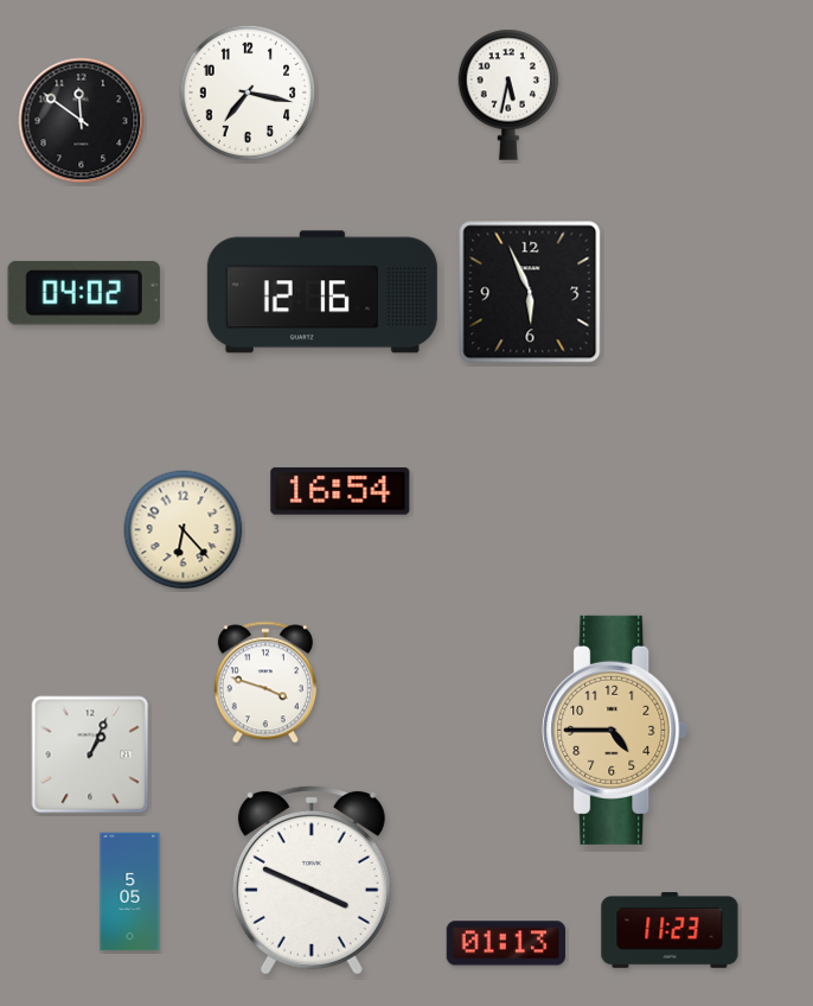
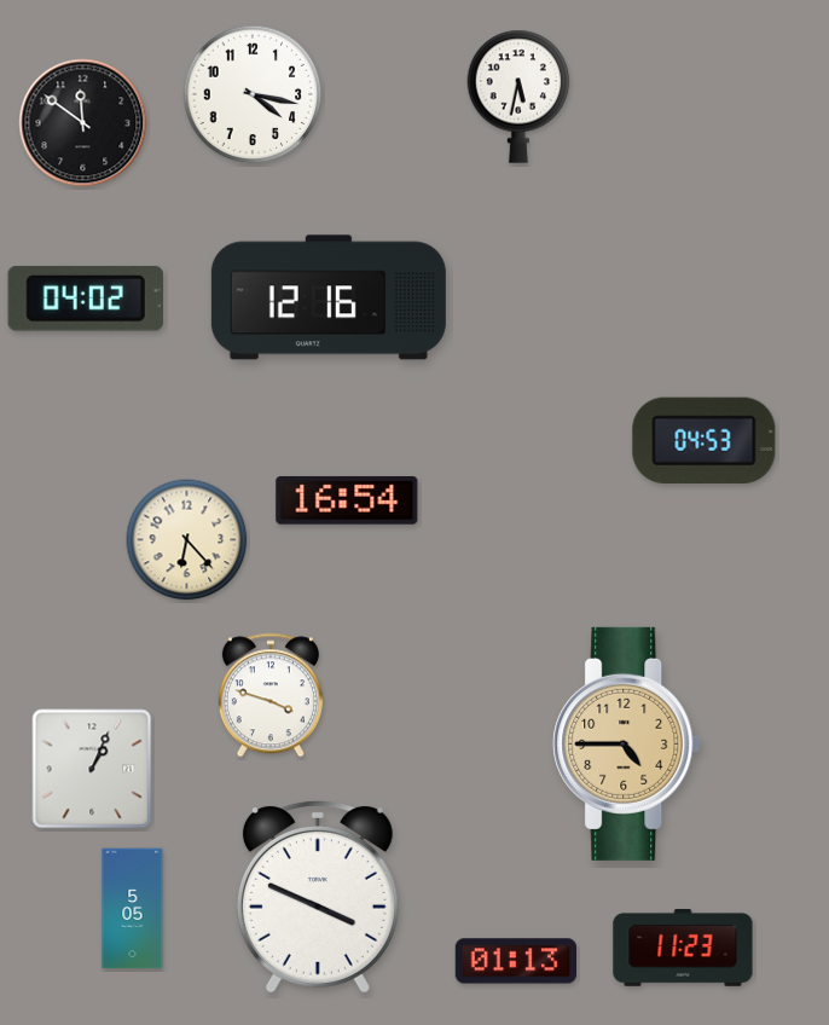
clock at (248, 93): 7:17 -> 4:17
clock at (530, 292): 5:56 -> none
clock at (705, 440): none -> 04:53
